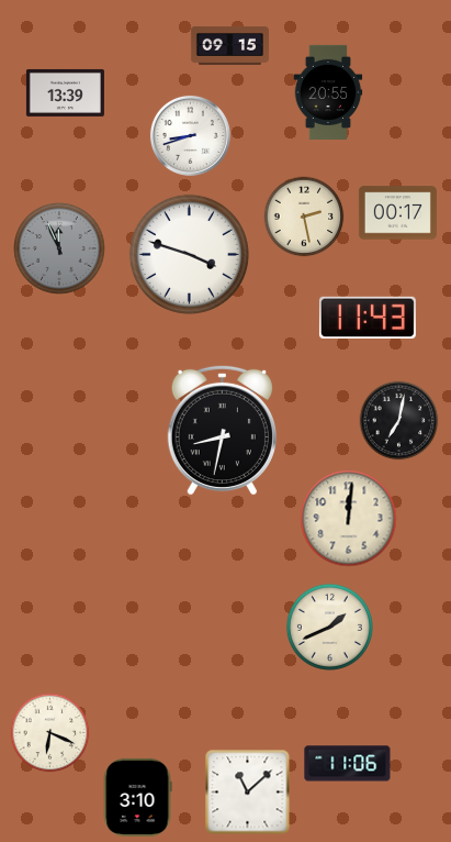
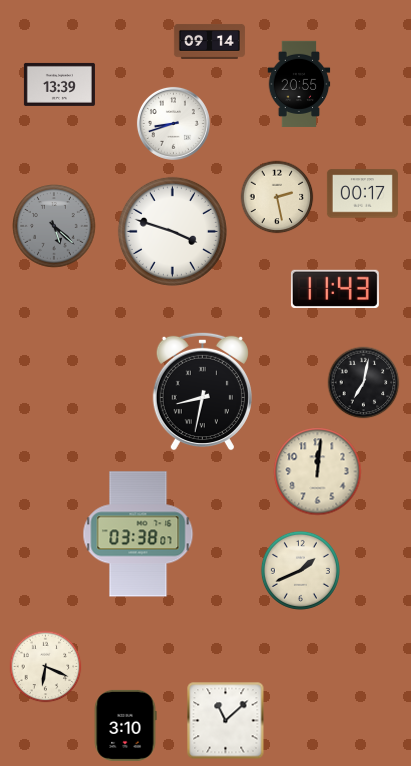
clock at (229, 45): 09:15 -> 09:14
clock at (59, 248): 11:56 -> 5:22
clock at (138, 534): none -> 03:38
clock at (348, 764): 11:06 -> none
